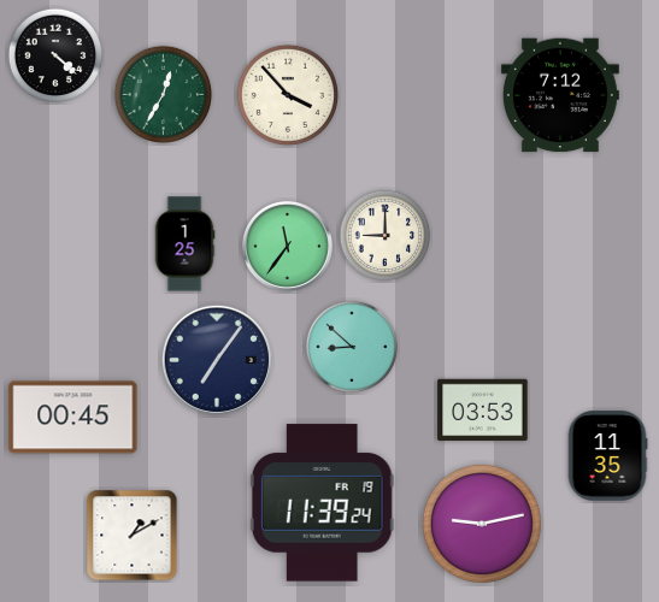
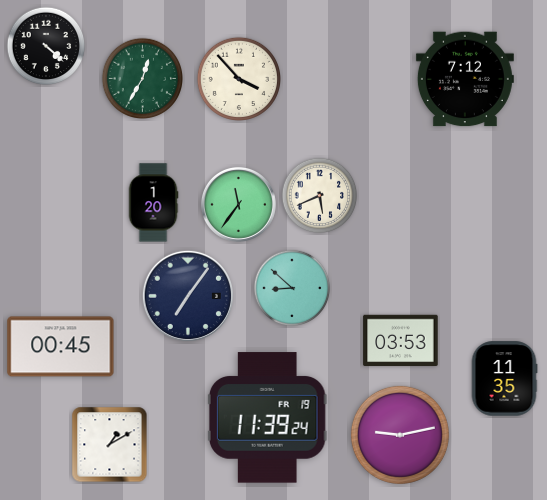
clock at (164, 95) position: (164, 95) -> (143, 79)
clock at (386, 236): 9:00 -> 5:41
clock at (184, 244): 1:25 -> 1:20
clock at (217, 360) position: (217, 360) -> (188, 296)
